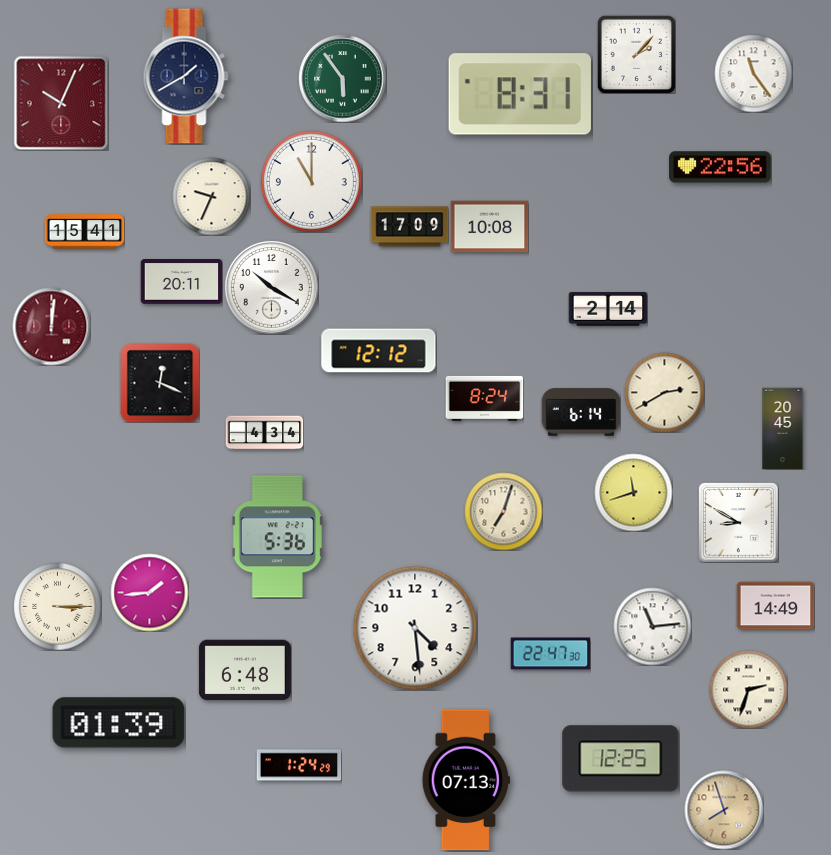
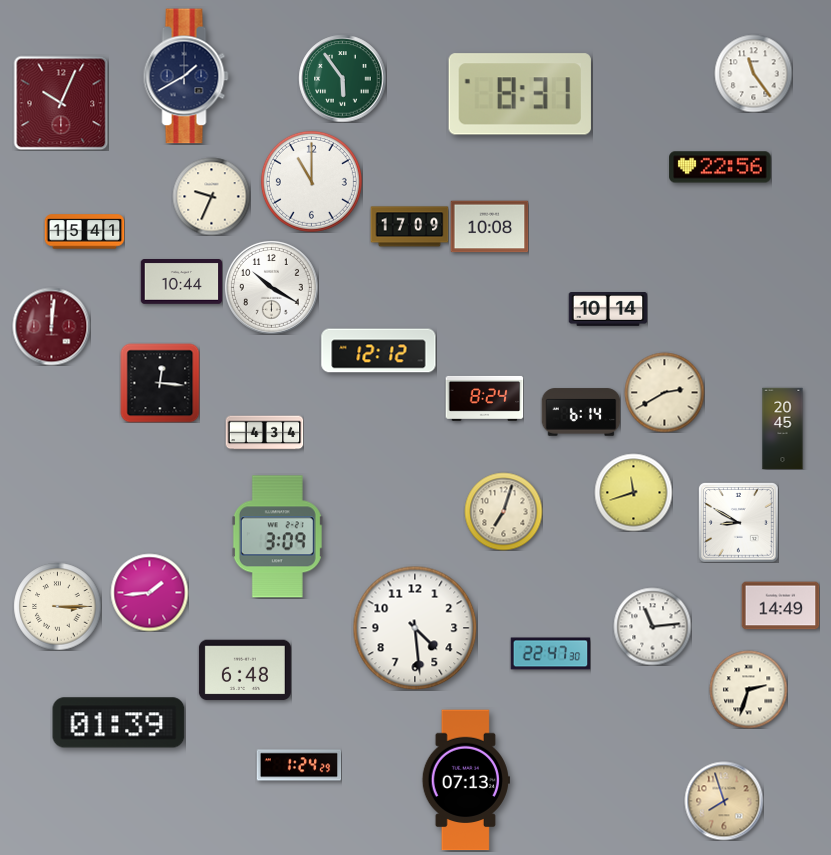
clock at (636, 54): 2:07 -> none
clock at (181, 282): 20:11 -> 10:44
clock at (608, 310): 2:14 -> 10:14
clock at (160, 383): 12:19 -> 12:16
clock at (277, 537): 5:36 -> 3:09
clock at (775, 606) position: (775, 606) -> (780, 606)
clock at (621, 759): 12:25 -> none
clock at (724, 810) position: (724, 810) -> (724, 801)
